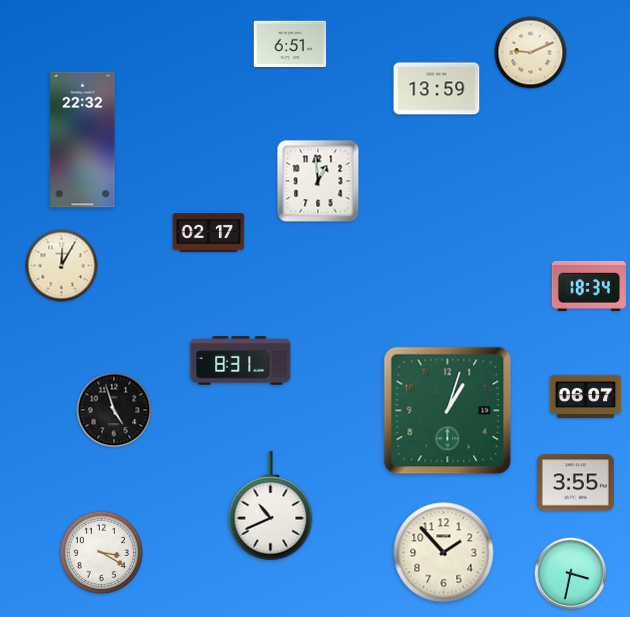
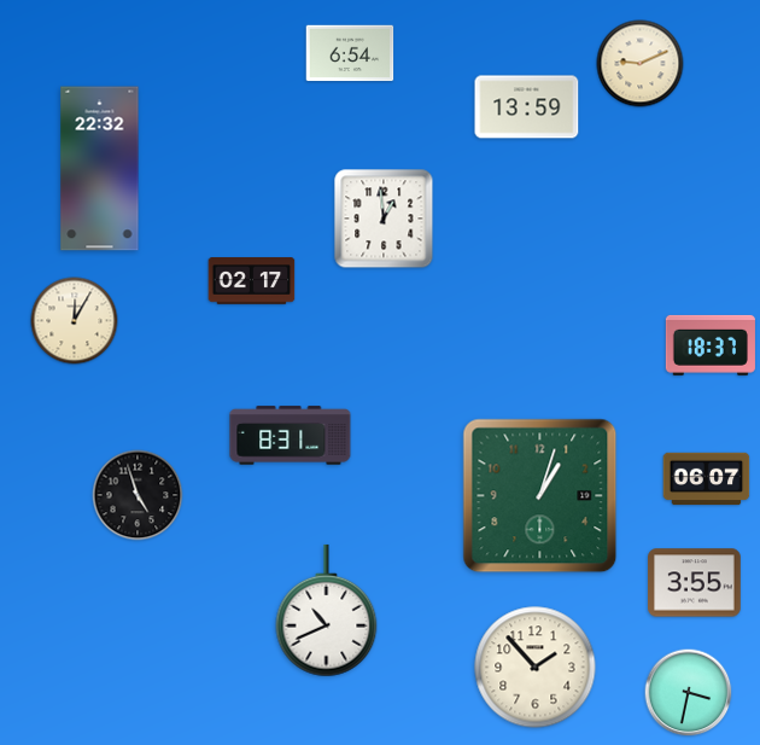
clock at (290, 44): 6:51 -> 6:54
clock at (589, 286): 18:34 -> 18:37
clock at (102, 553): 3:20 -> none
